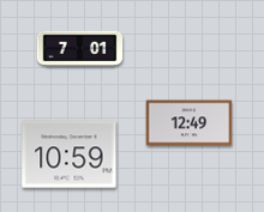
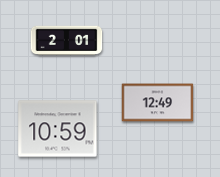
clock at (80, 49): 7:01 -> 2:01
